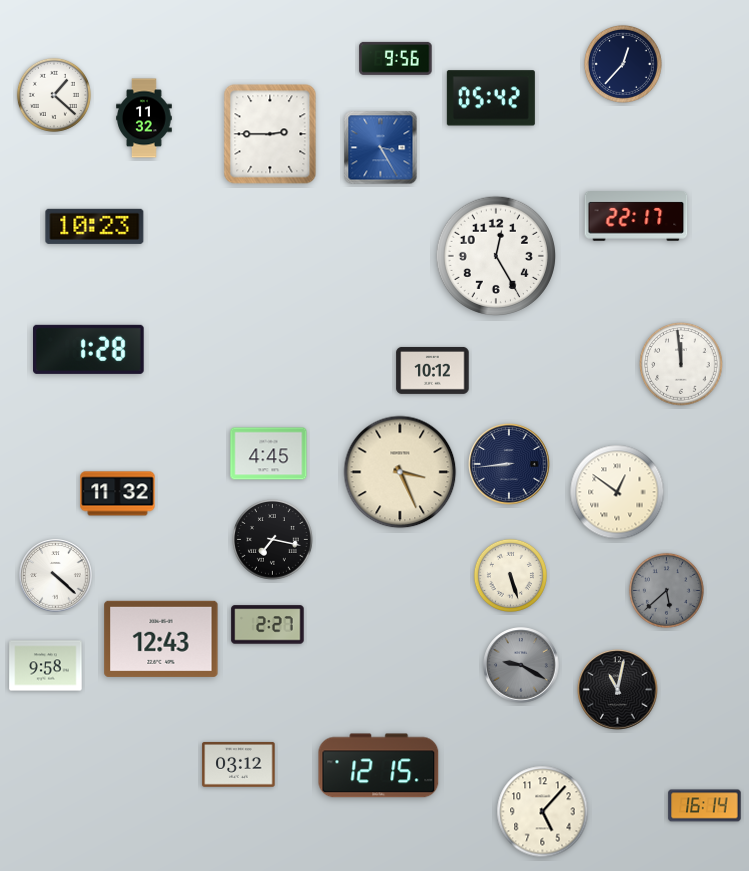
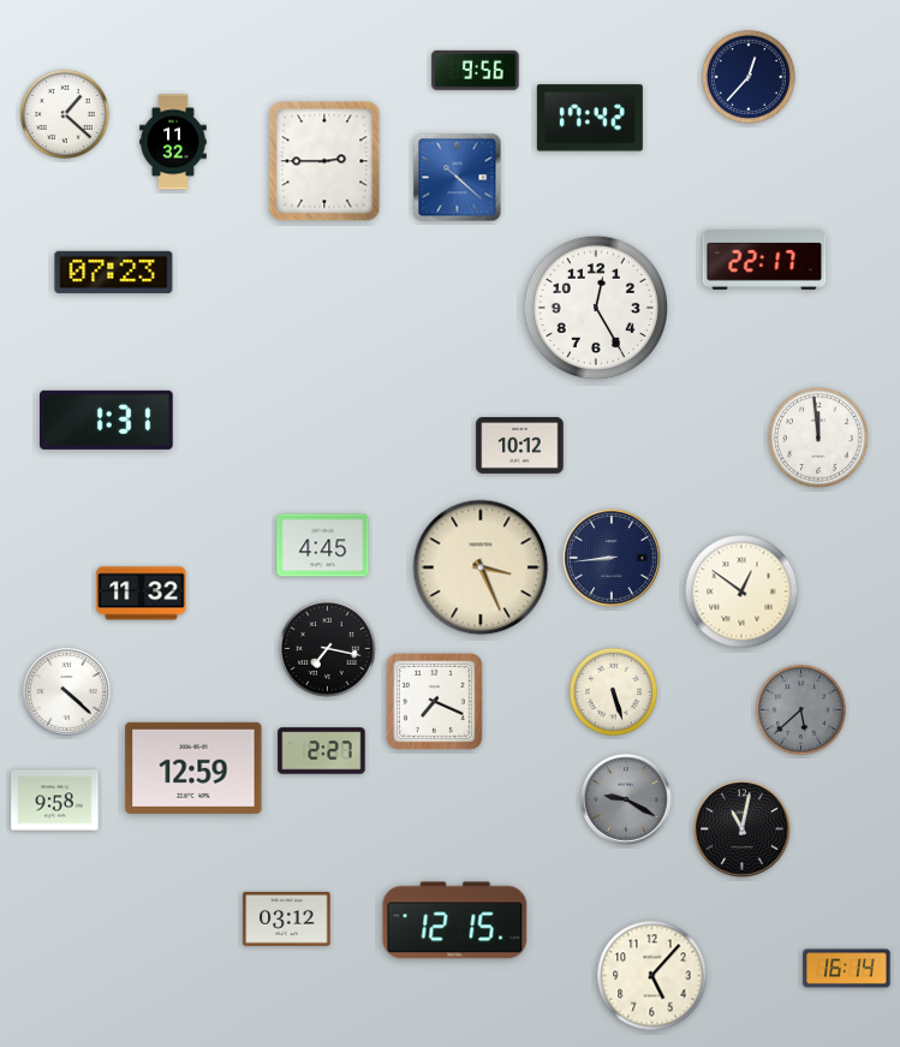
clock at (491, 98): 05:42 -> 17:42
clock at (381, 148): 3:25 -> 10:22
clock at (95, 226): 10:23 -> 07:23
clock at (89, 349): 1:28 -> 1:31
clock at (434, 701): none -> 7:19
clock at (161, 639): 12:43 -> 12:59
